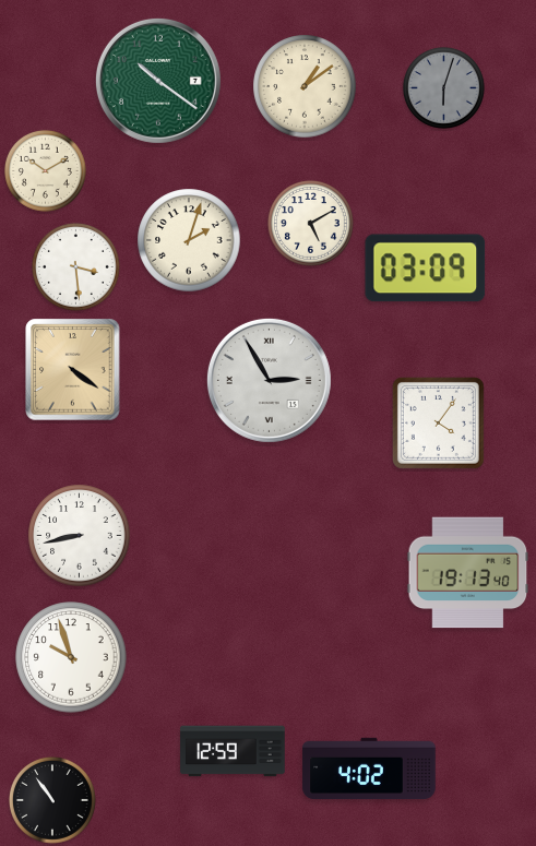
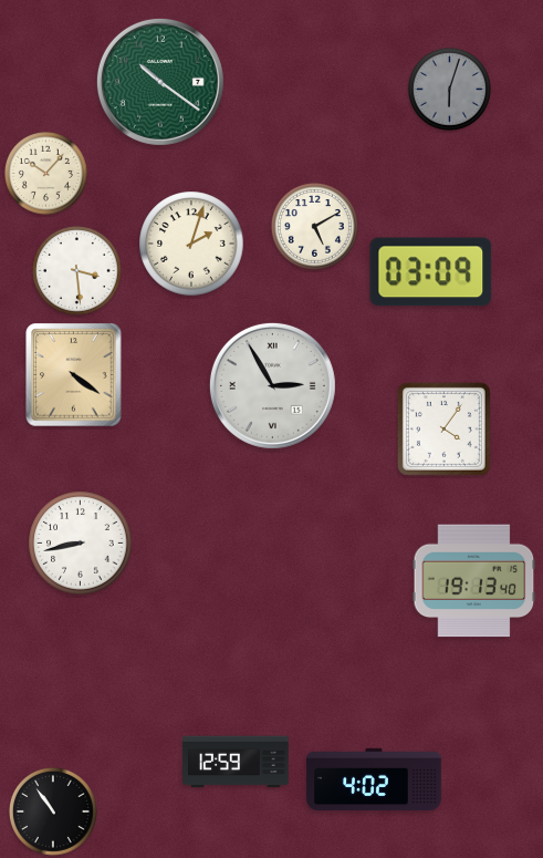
clock at (305, 86): 1:09 -> none
clock at (45, 170): 10:10 -> 10:07
clock at (71, 657): 9:57 -> none
